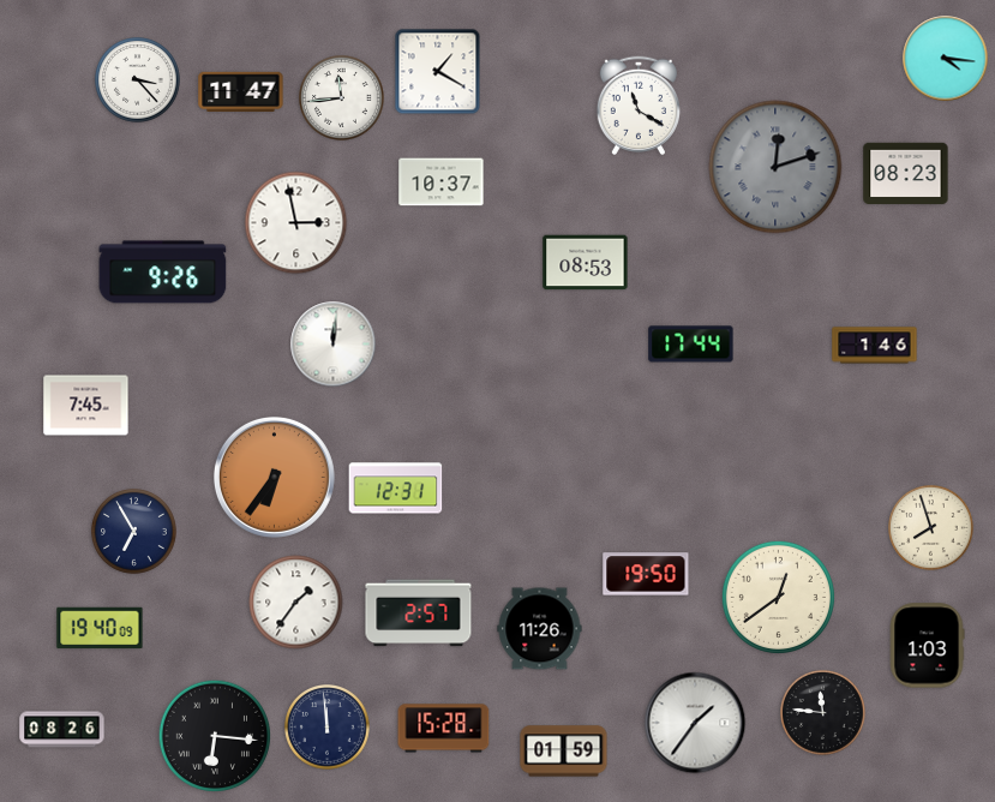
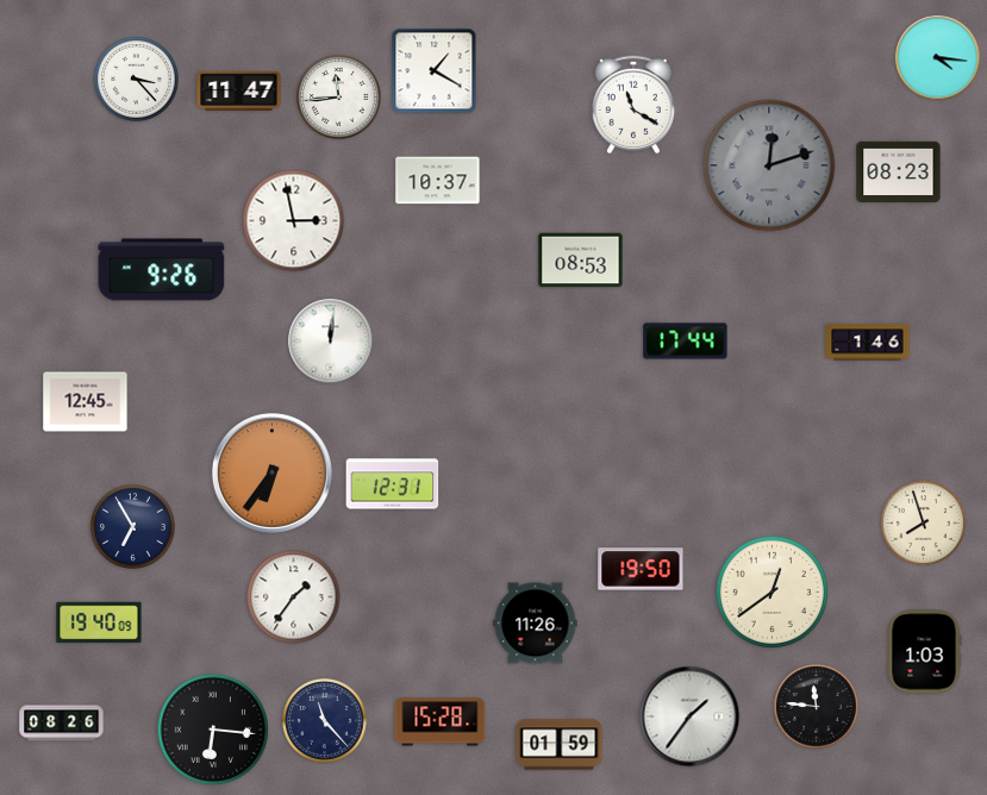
clock at (86, 406): 7:45 -> 12:45
clock at (419, 614): 2:57 -> none
clock at (927, 646) position: (927, 646) -> (924, 652)
clock at (328, 728): 11:59 -> 11:23
